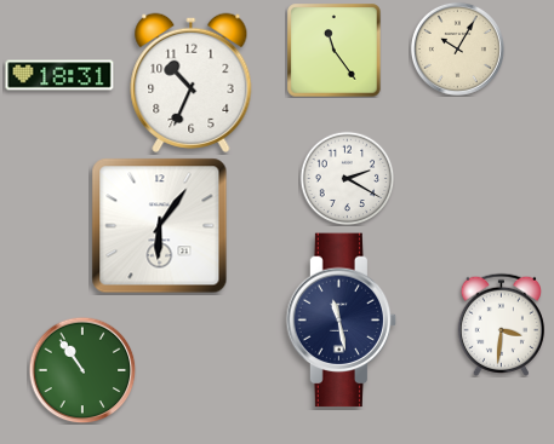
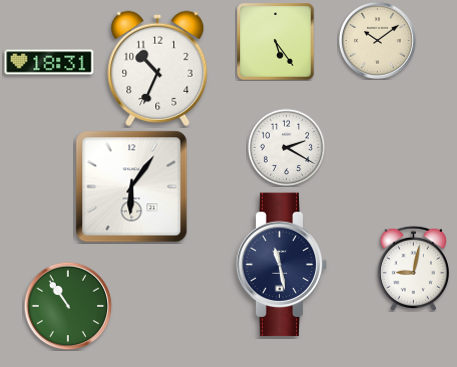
clock at (457, 48): 10:05 -> 10:09
clock at (335, 51): 11:24 -> 5:24
clock at (501, 324): 3:31 -> 9:02
